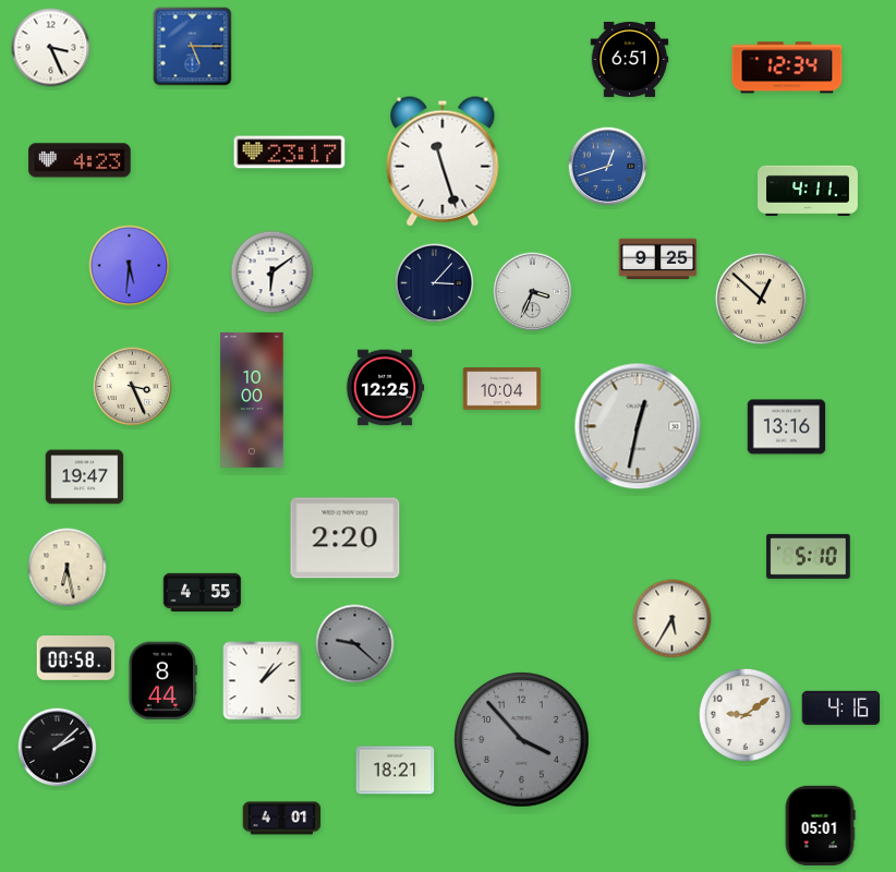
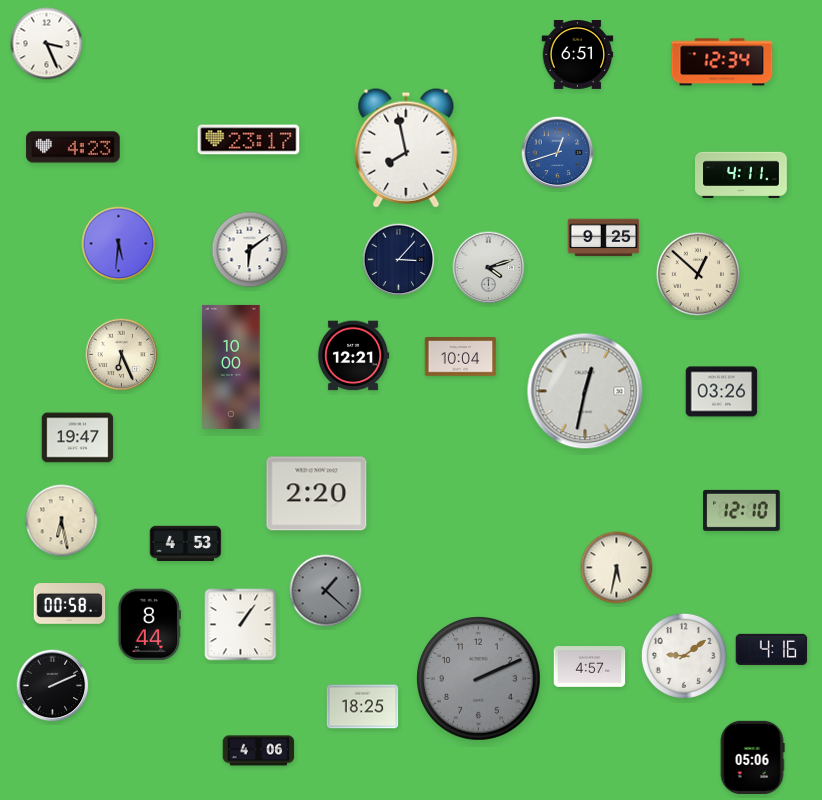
clock at (193, 47): 5:15 -> none
clock at (290, 153) position: (290, 153) -> (249, 140)
clock at (443, 161): 11:27 -> 7:58
clock at (533, 292): 3:34 -> 4:12
clock at (133, 387): 3:26 -> 6:26
clock at (385, 388): 12:25 -> 12:21
clock at (787, 427): 13:16 -> 03:26
clock at (809, 556): 5:10 -> 12:10
clock at (203, 592): 4:55 -> 4:53
clock at (673, 619): 5:35 -> 5:32
clock at (355, 644): 9:22 -> 1:22
clock at (263, 681): 1:08 -> 1:06
clock at (590, 667): none -> 4:57
clock at (522, 740): 3:53 -> 2:11
clock at (58, 748): 2:08 -> 2:11
clock at (396, 771): 18:21 -> 18:25
clock at (282, 819): 4:01 -> 4:06
clock at (820, 825): 05:01 -> 05:06
